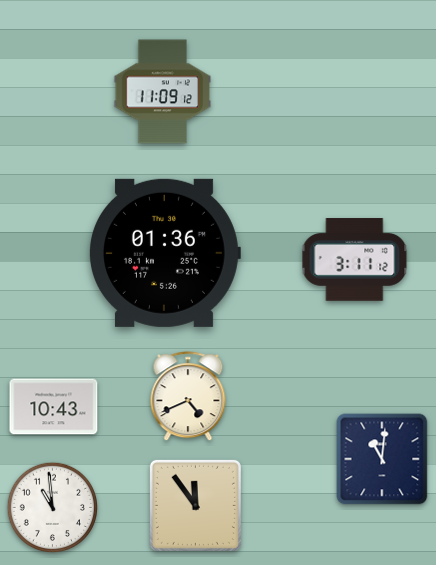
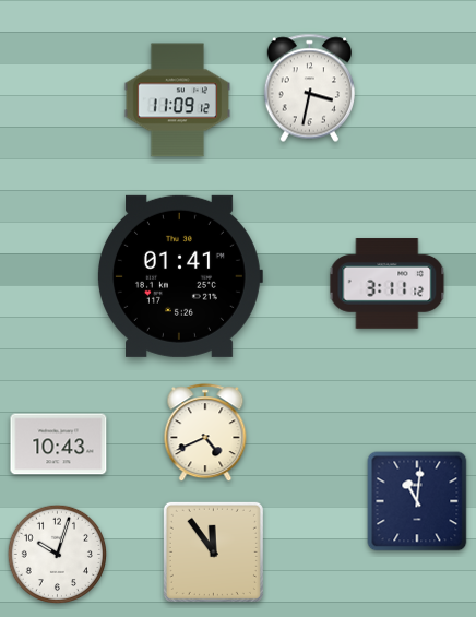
clock at (309, 88): none -> 3:32
clock at (165, 253): 01:36 -> 01:41
clock at (52, 507): 10:59 -> 10:03
